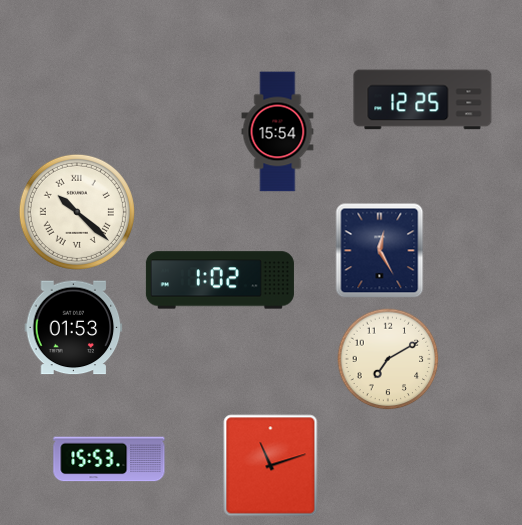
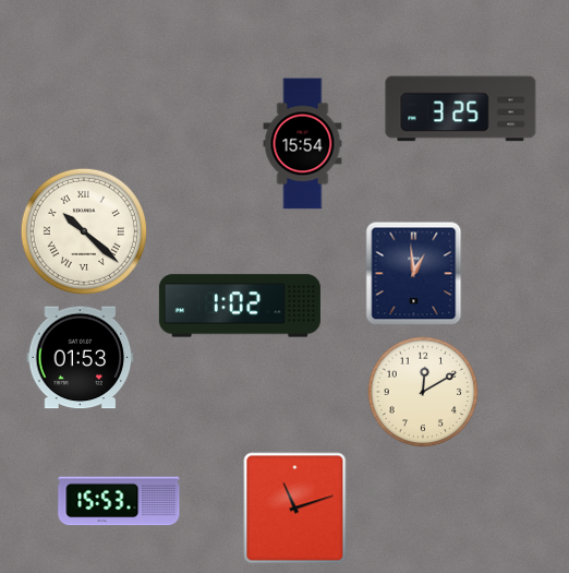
clock at (423, 100): 12:25 -> 3:25
clock at (380, 251): 12:25 -> 12:59
clock at (388, 359): 7:10 -> 12:10
